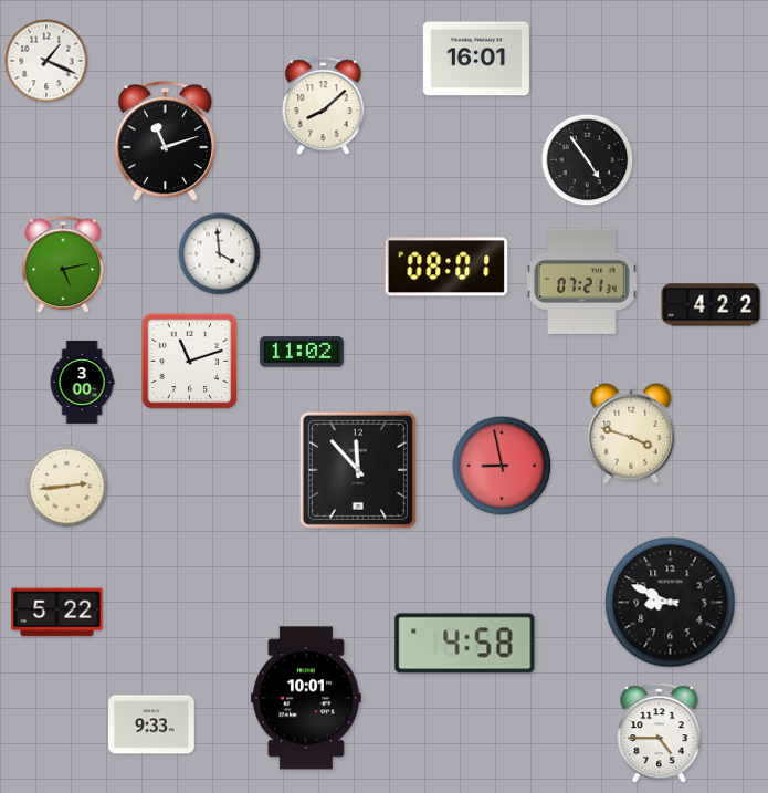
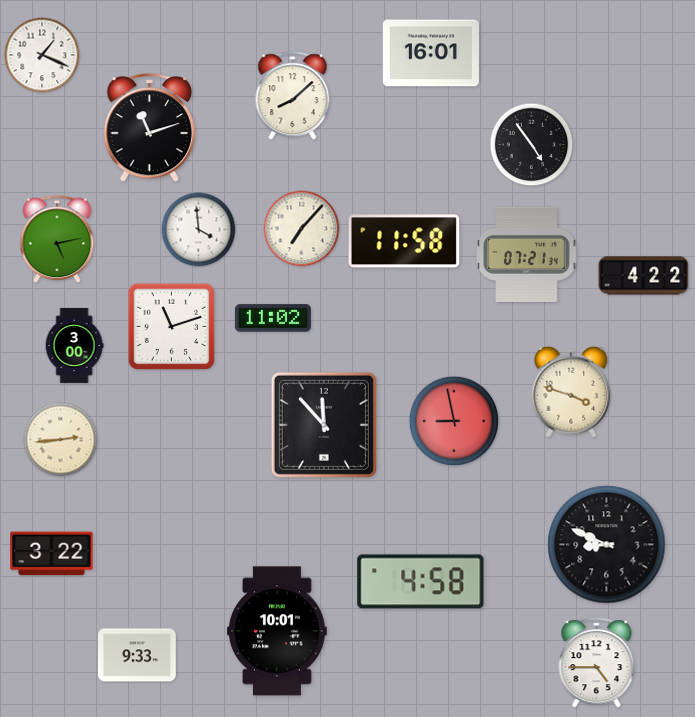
clock at (302, 229): none -> 7:07
clock at (446, 267): 08:01 -> 11:58
clock at (57, 613): 5:22 -> 3:22
